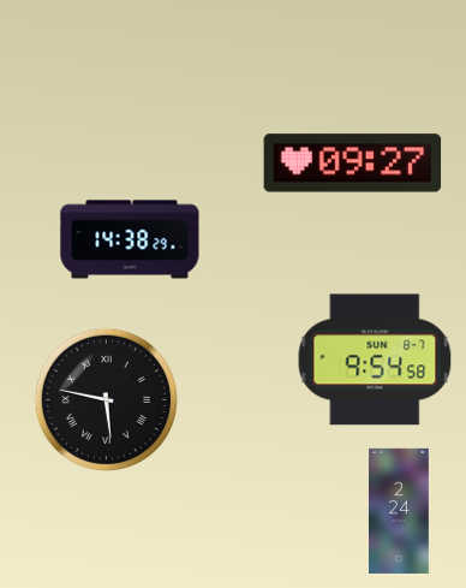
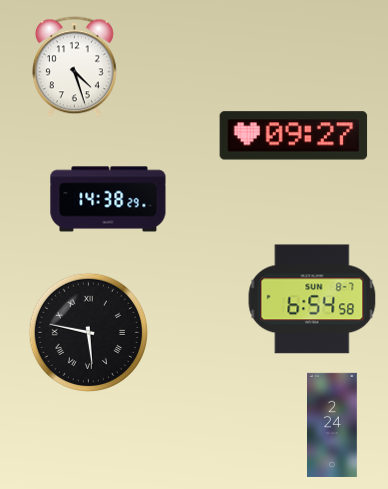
clock at (74, 67): none -> 4:27
clock at (375, 360): 9:54 -> 6:54
